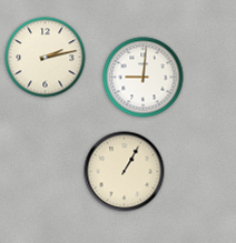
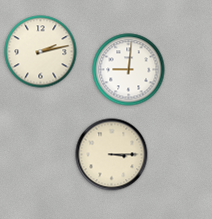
clock at (125, 172): 1:05 -> 3:15
